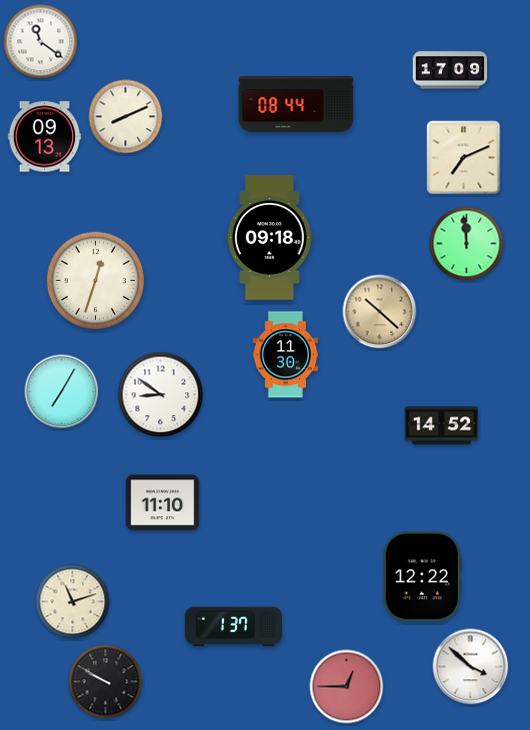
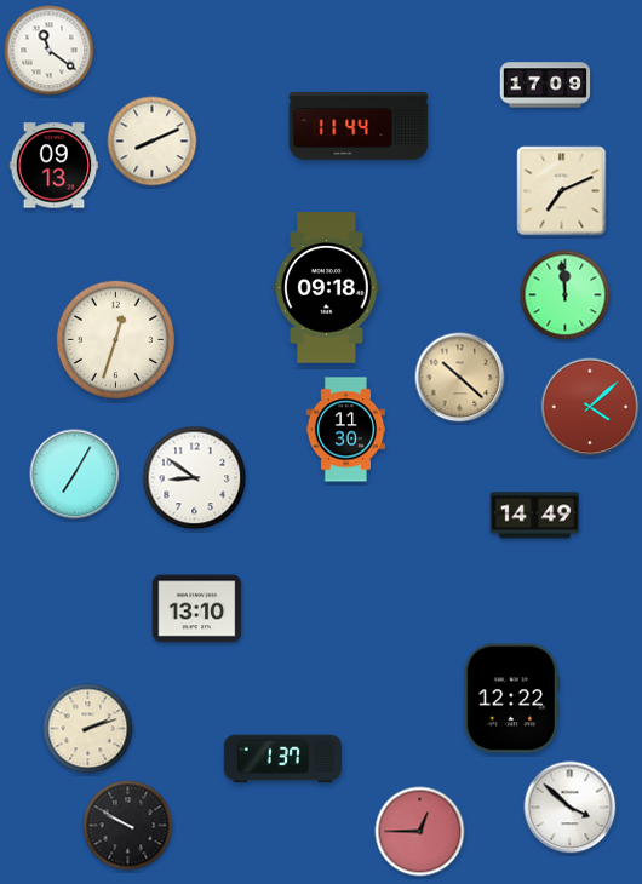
clock at (296, 105): 08:44 -> 11:44
clock at (590, 407): none -> 4:08
clock at (442, 426): 14:52 -> 14:49
clock at (163, 503): 11:10 -> 13:10
clock at (73, 602): 11:12 -> 2:12
